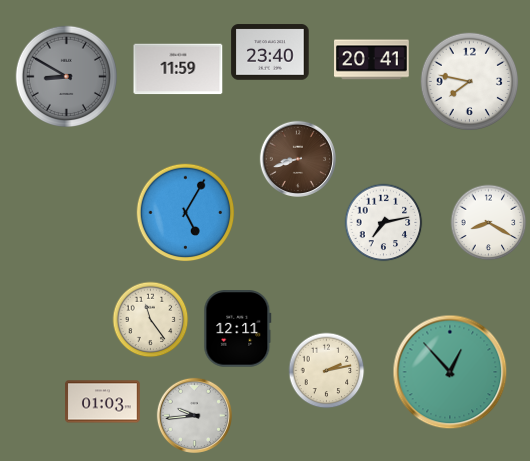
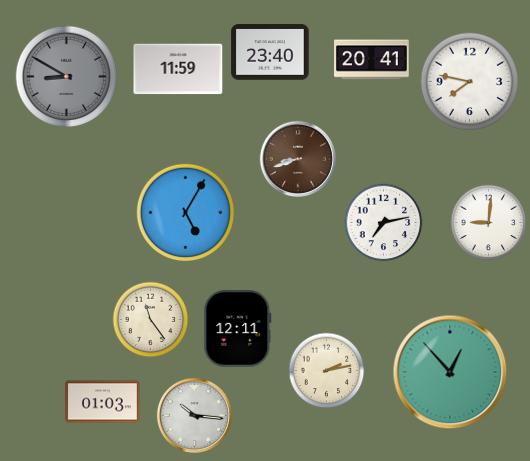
clock at (489, 223): 8:20 -> 9:01
clock at (194, 415): 9:44 -> 10:16
